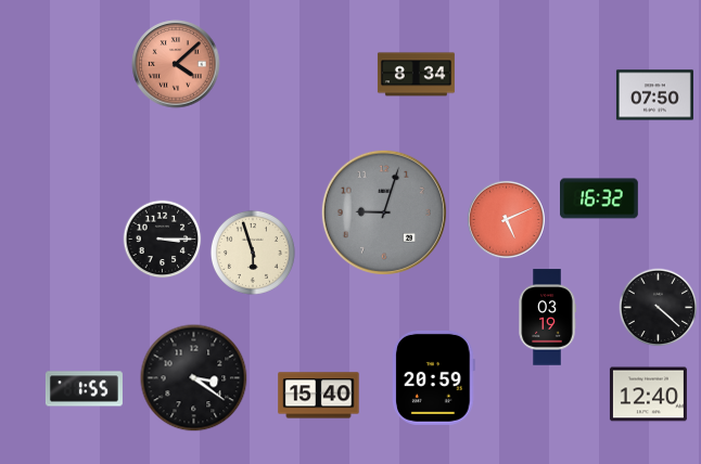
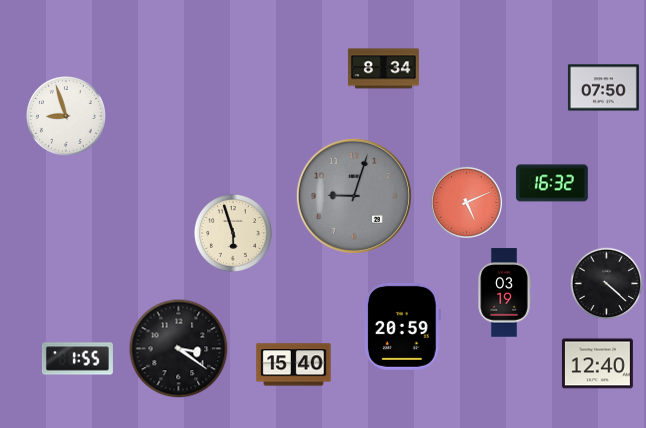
clock at (176, 64): 4:08 -> none
clock at (67, 117): none -> 8:57
clock at (163, 240): 3:15 -> none
clock at (434, 377) position: (434, 377) -> (403, 326)
